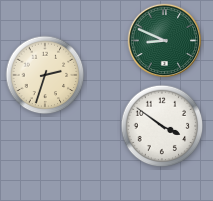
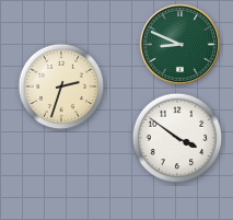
clock at (45, 75) position: (45, 75) -> (61, 86)
